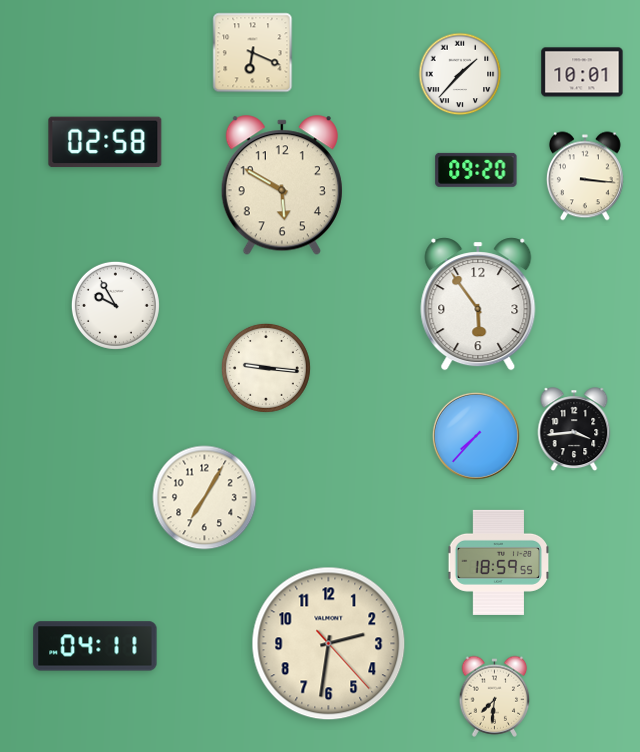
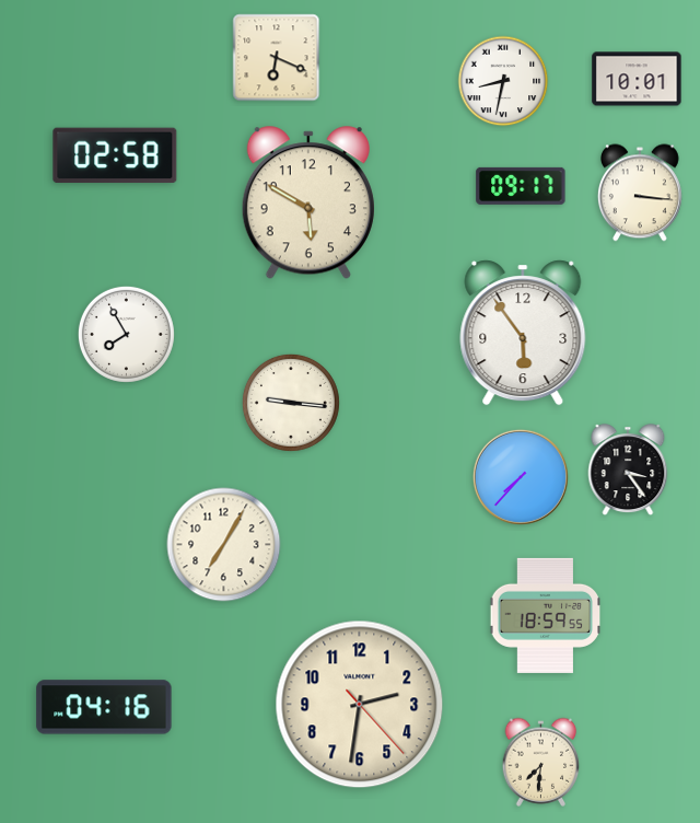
clock at (460, 74): 1:37 -> 8:32
clock at (476, 170): 09:20 -> 09:17
clock at (115, 305): 9:55 -> 7:55
clock at (574, 430): 3:44 -> 3:24
clock at (95, 646): 04:11 -> 04:16
